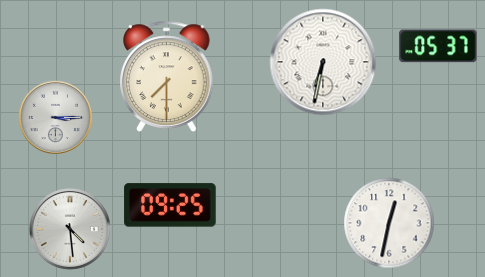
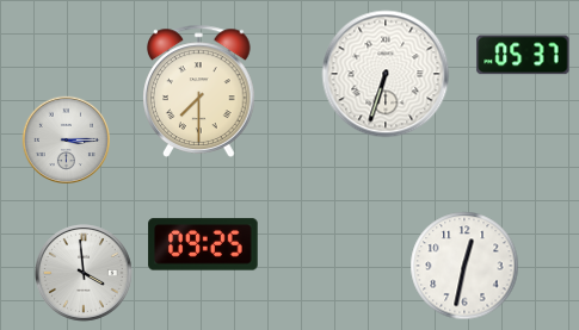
clock at (323, 62): 6:32 -> 6:33
clock at (70, 229): 4:29 -> 3:59
